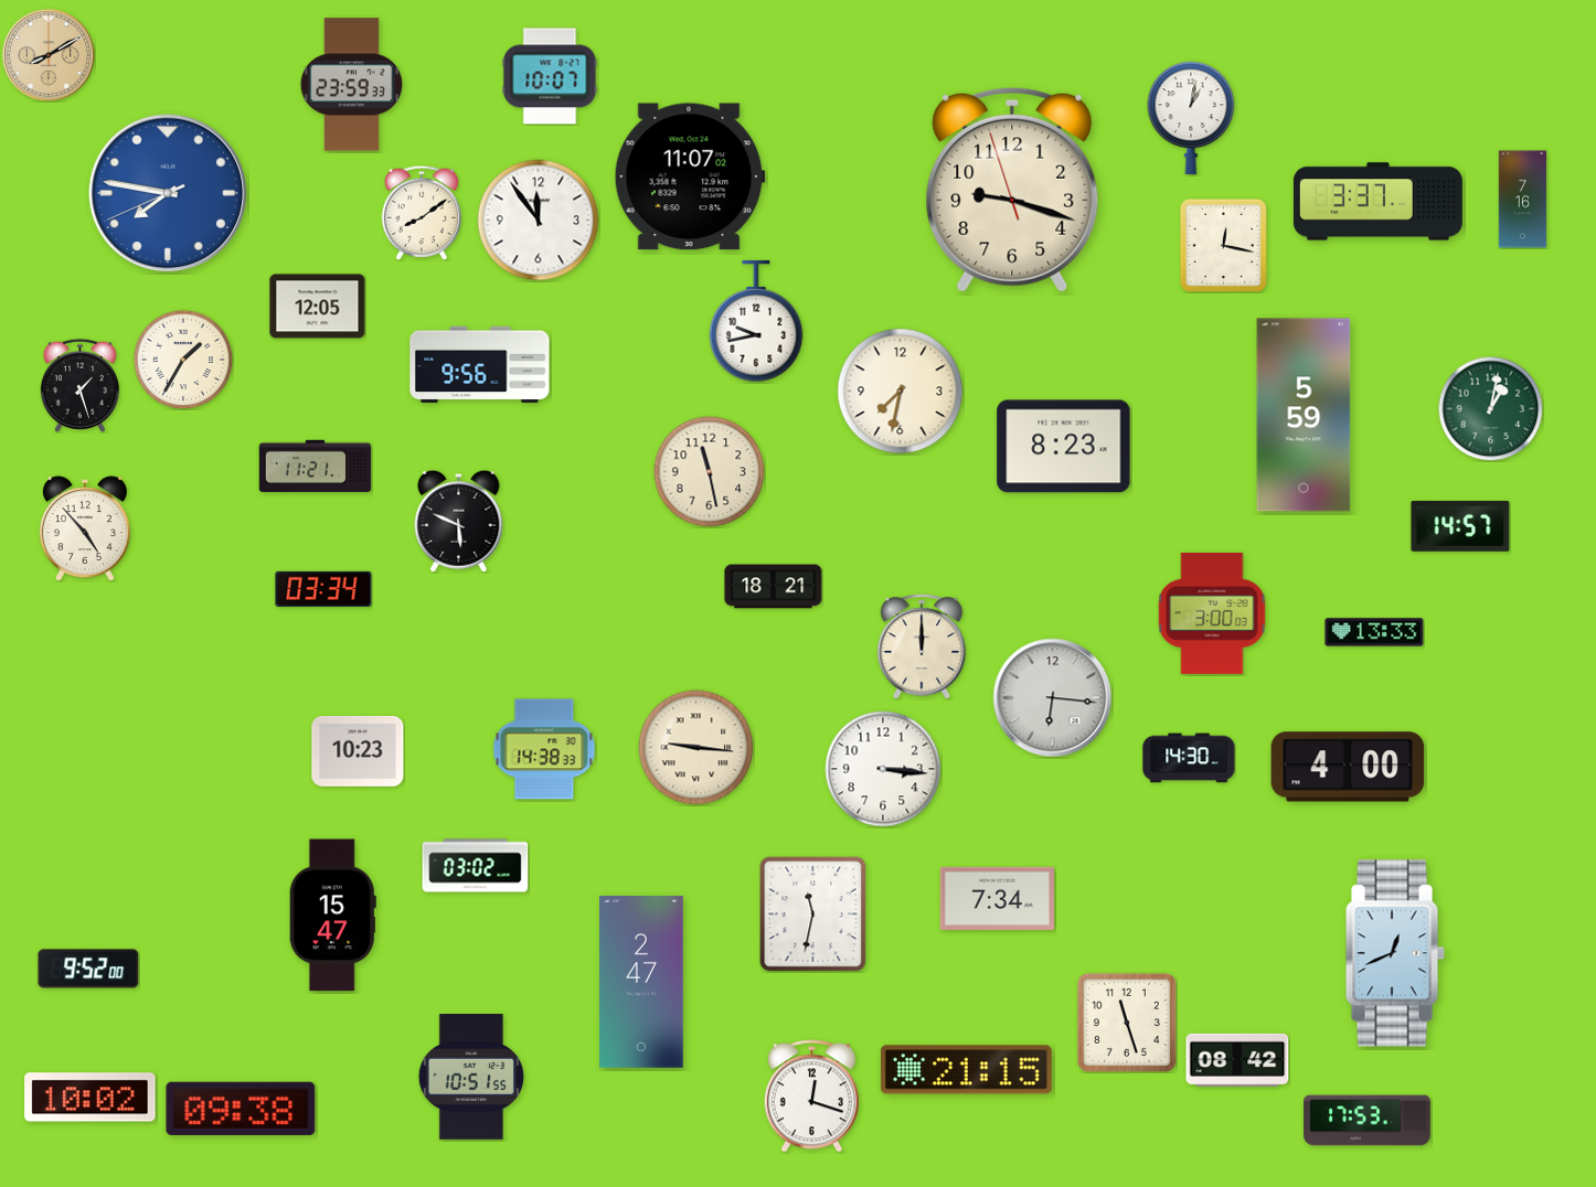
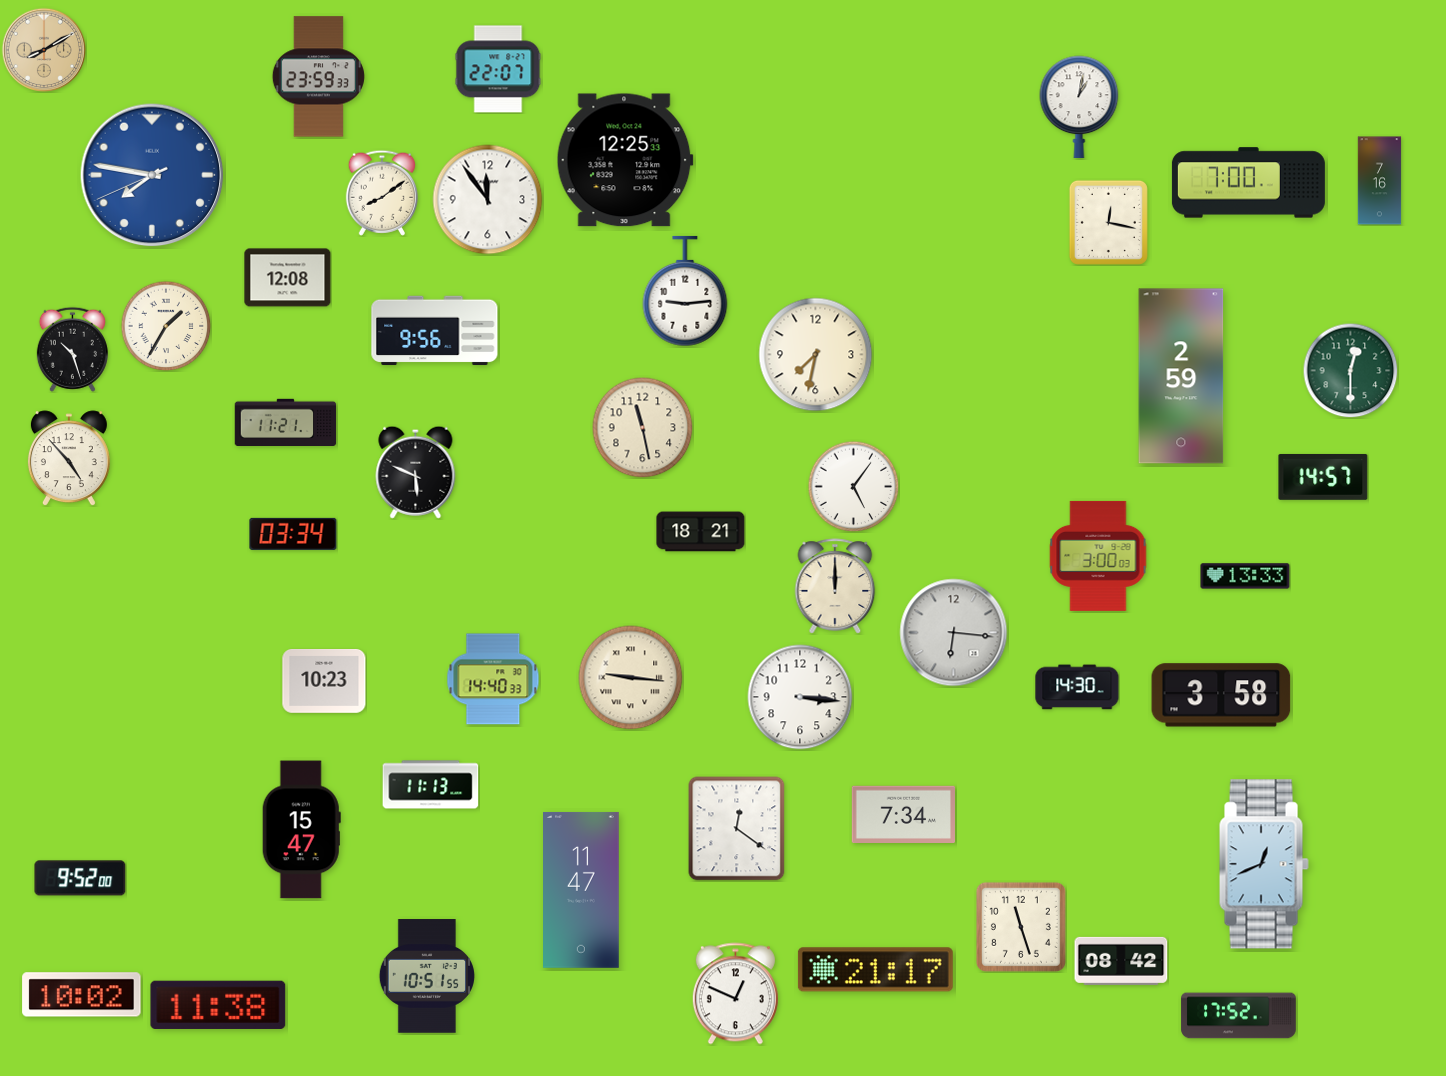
clock at (550, 76): 10:07 -> 22:07
clock at (690, 177): 11:07 -> 12:25
clock at (1012, 190): 9:17 -> none
clock at (1377, 202): 3:37 -> 7:00
clock at (318, 307): 12:05 -> 12:08
clock at (756, 321): 9:43 -> 9:14
clock at (79, 385): 1:27 -> 10:27
clock at (1490, 408): 1:02 -> 12:30
clock at (1304, 415): 5:59 -> 2:59
clock at (1064, 447): 8:23 -> none
clock at (85, 528) position: (85, 528) -> (69, 458)
clock at (853, 486): none -> 5:06
clock at (1374, 632) position: (1374, 632) -> (1245, 576)
clock at (544, 749): 14:38 -> 14:40
clock at (1348, 767): 4:00 -> 3:58
clock at (476, 866): 03:02 -> 11:13
clock at (813, 915): 11:32 -> 12:21
clock at (642, 982): 2:47 -> 11:47
clock at (966, 1070): 21:15 -> 21:17
clock at (811, 1097): 12:18 -> 12:49
clock at (241, 1108): 09:38 -> 11:38
clock at (1368, 1121): 17:53 -> 17:52
